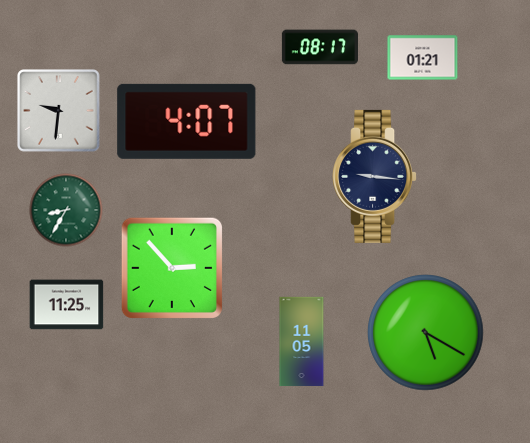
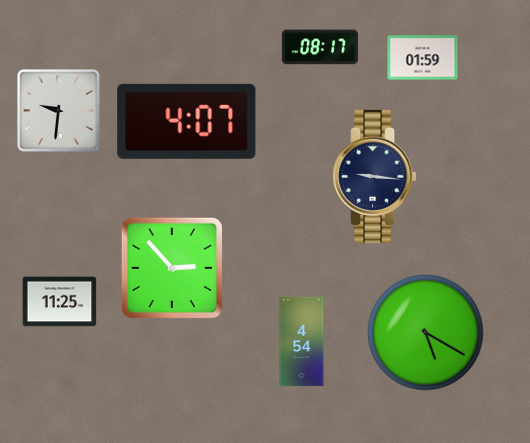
clock at (423, 58): 01:21 -> 01:59
clock at (66, 210): 8:35 -> none
clock at (67, 305) position: (67, 305) -> (60, 302)
clock at (302, 342): 11:05 -> 4:54
